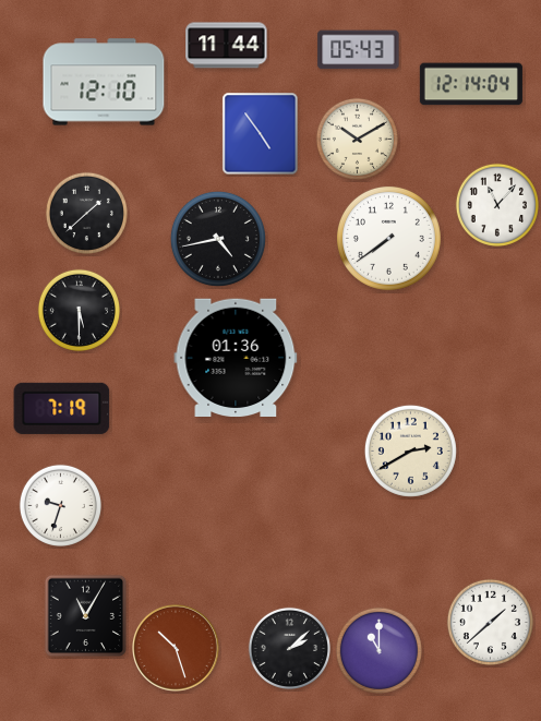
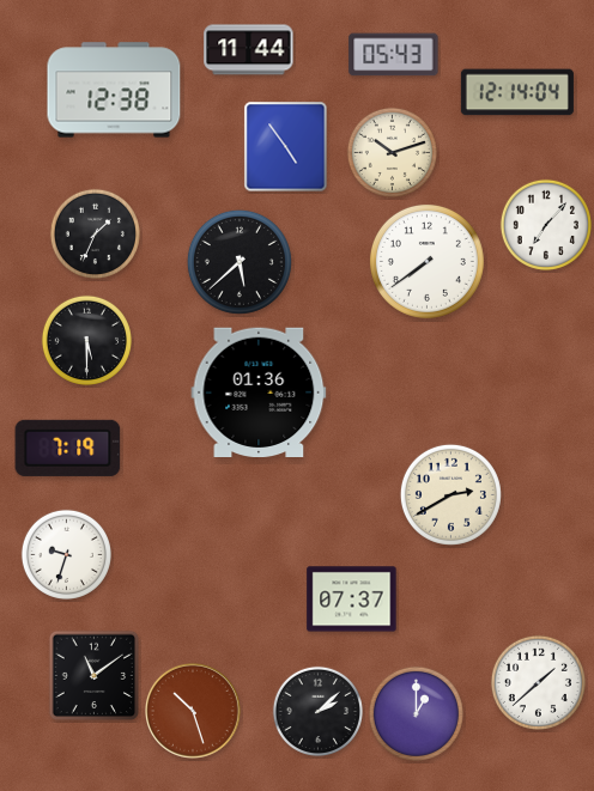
clock at (104, 82): 12:10 -> 12:38
clock at (357, 139): 10:10 -> 10:12
clock at (497, 205): 11:07 -> 7:07
clock at (86, 213): 1:38 -> 1:34
clock at (218, 239): 4:43 -> 5:38
clock at (352, 600): none -> 07:37
clock at (86, 616): 11:05 -> 11:09
clock at (378, 650): 11:00 -> 1:00
